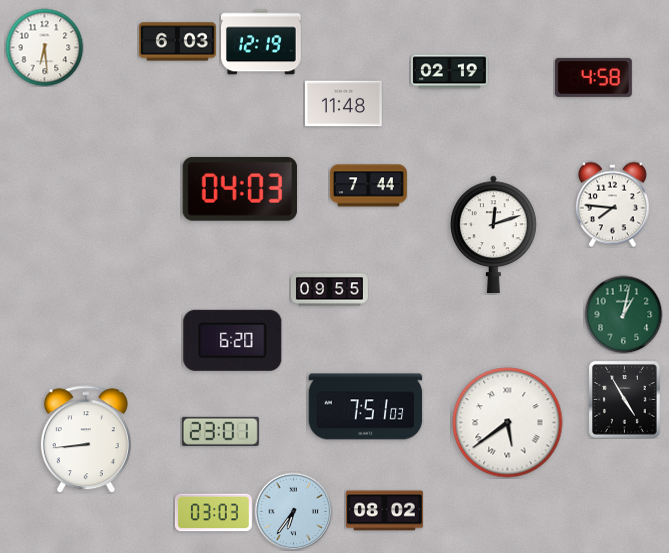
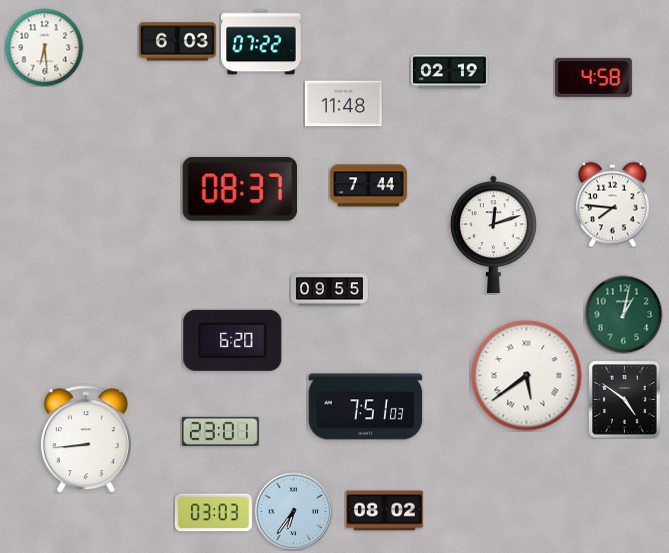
clock at (261, 42): 12:19 -> 07:22
clock at (239, 189): 04:03 -> 08:37
clock at (625, 399): 4:55 -> 4:51
clock at (508, 423) position: (508, 423) -> (527, 376)
